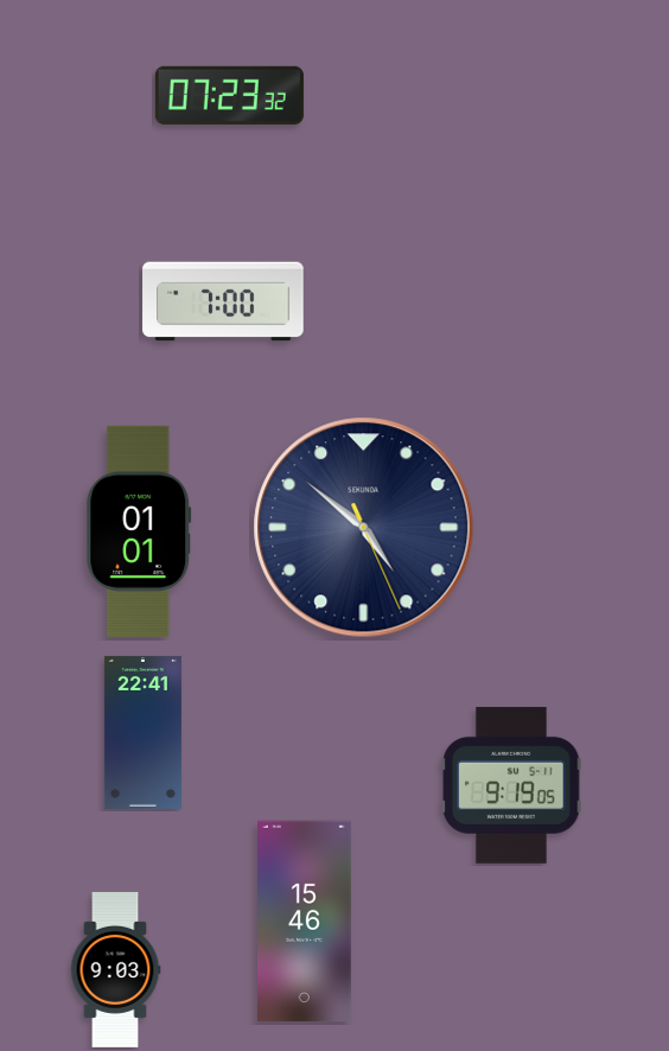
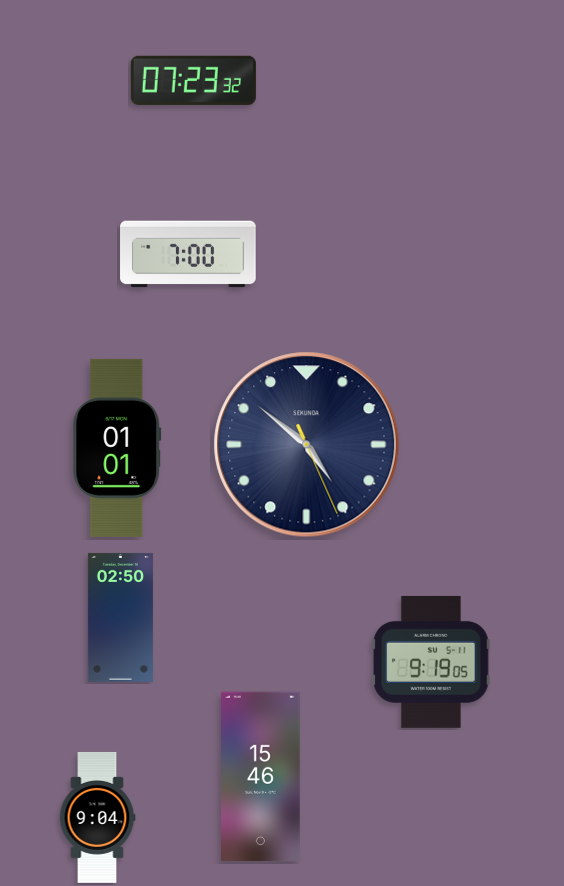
clock at (142, 732): 22:41 -> 02:50
clock at (305, 922) position: (305, 922) -> (261, 777)
clock at (115, 969): 9:03 -> 9:04
